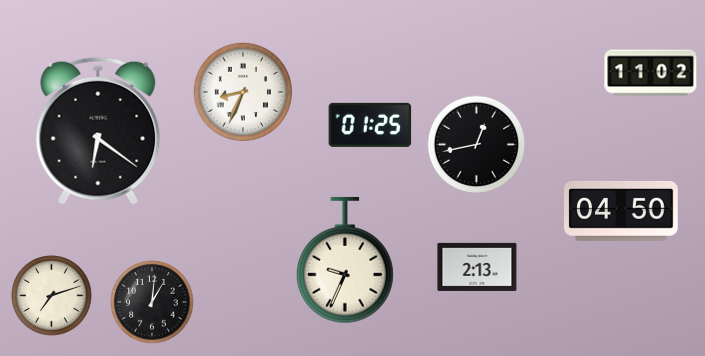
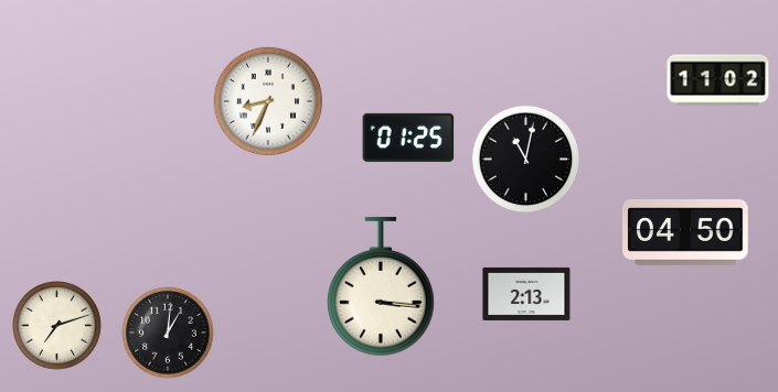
clock at (98, 131): 6:21 -> none
clock at (477, 145): 12:43 -> 11:02
clock at (345, 260): 9:34 -> 3:16
